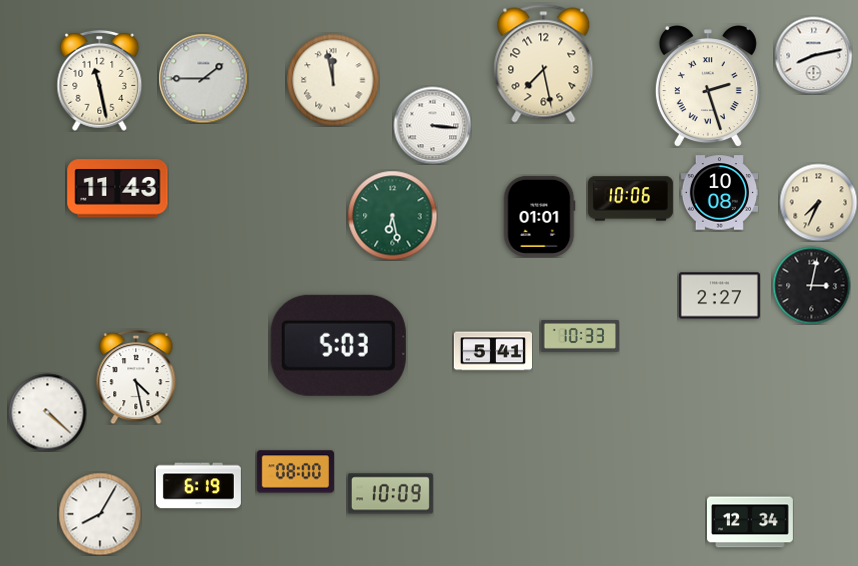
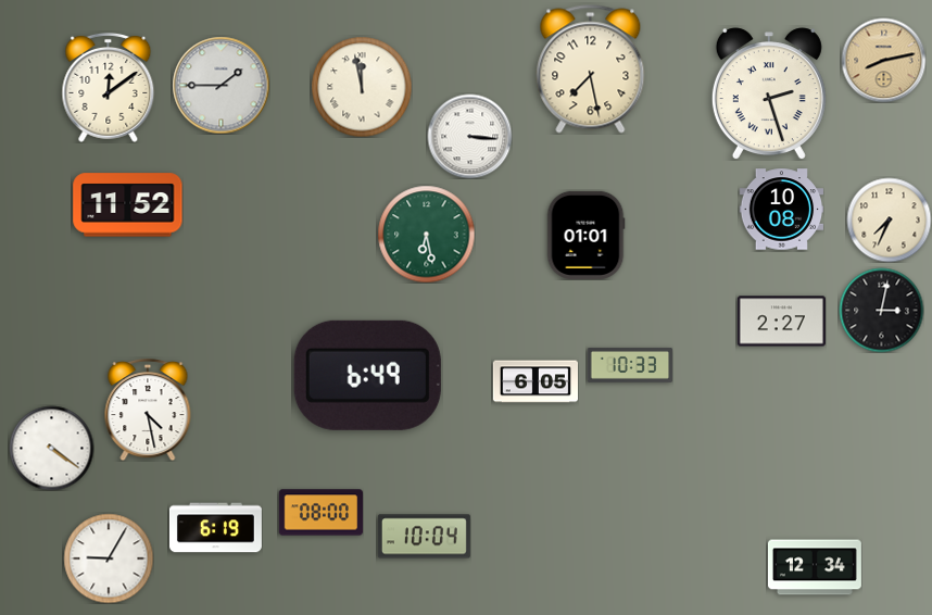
clock at (813, 55) dial: white -> champagne
clock at (100, 80): 11:28 -> 12:09
clock at (118, 189): 11:43 -> 11:52
clock at (630, 199): 10:06 -> none
clock at (338, 345): 5:03 -> 6:49
clock at (492, 351): 5:41 -> 6:05
clock at (47, 412): 4:22 -> 4:21
clock at (390, 494): 10:09 -> 10:04
clock at (100, 514): 8:05 -> 9:05
